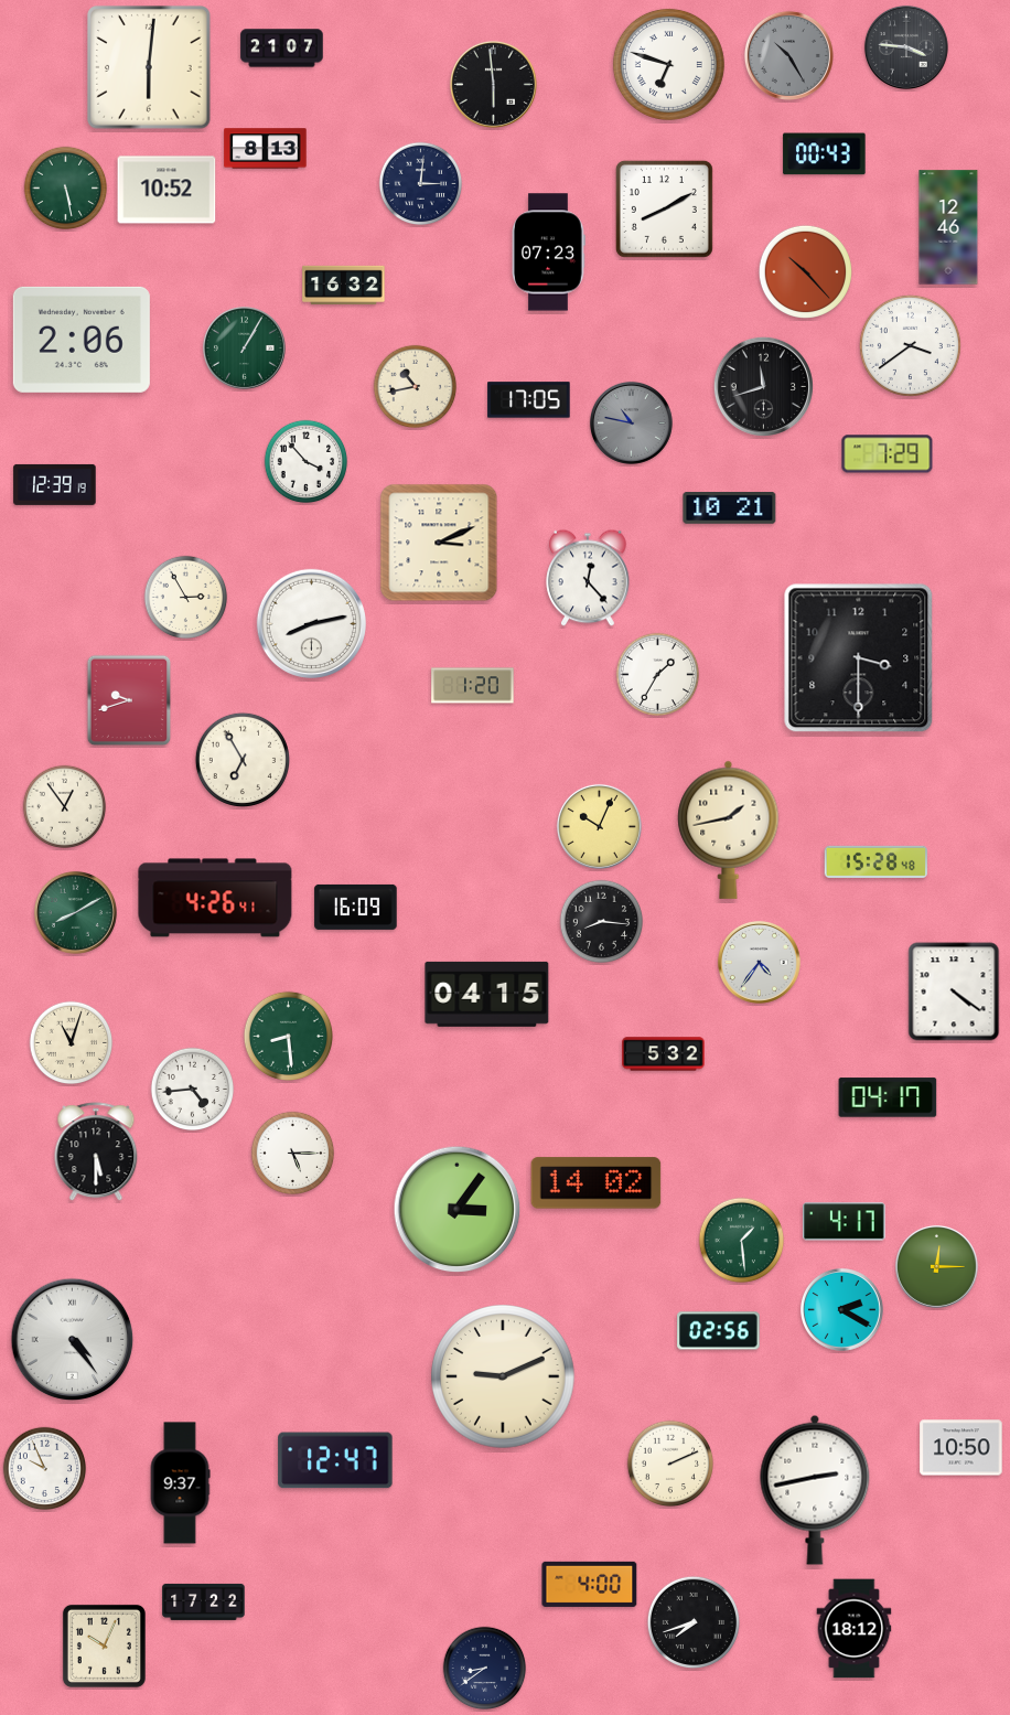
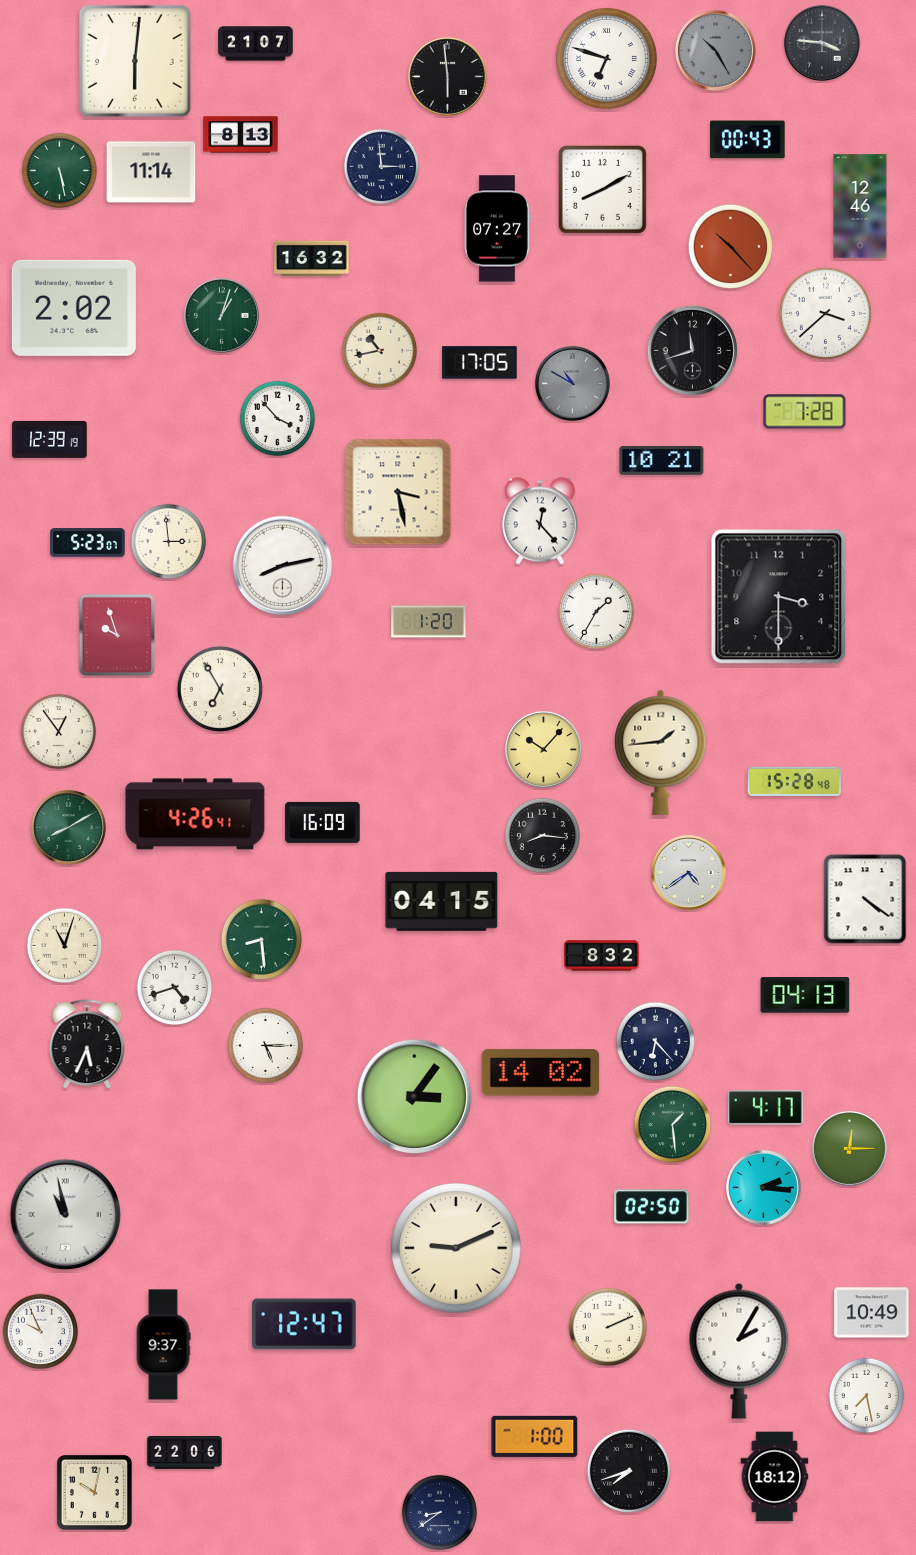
clock at (421, 184): 3:01 -> 2:59
clock at (166, 190): 10:52 -> 11:14
clock at (549, 253): 07:23 -> 07:27
clock at (82, 340): 2:06 -> 2:02
clock at (910, 345): 3:39 -> 3:38
clock at (244, 347): 1:05 -> 1:03
clock at (416, 387) position: (416, 387) -> (380, 351)
clock at (631, 422): 10:47 -> 10:50
clock at (888, 454): 7:29 -> 7:28
clock at (439, 543): 3:11 -> 3:28
clock at (588, 578) position: (588, 578) -> (540, 521)
clock at (186, 598): 2:55 -> 2:59
clock at (88, 543): none -> 5:23
clock at (129, 700): 9:42 -> 9:57
clock at (599, 826): 10:04 -> 10:07
clock at (729, 829): 1:43 -> 1:44
clock at (602, 922) position: (602, 922) -> (543, 836)
clock at (759, 962): 4:36 -> 4:39
clock at (664, 1054): 5:32 -> 8:32
clock at (193, 1090): 4:44 -> 4:42
clock at (888, 1097): 04:17 -> 04:13
clock at (656, 1042): none -> 6:23
clock at (96, 1153): 5:30 -> 5:34
clock at (841, 1309): 2:20 -> 2:16
clock at (719, 1331): 02:56 -> 02:50
clock at (73, 1340): 4:24 -> 10:58
clock at (961, 1448): 10:50 -> 10:49
clock at (815, 1490): 2:43 -> 2:05
clock at (867, 1396): none -> 7:28
clock at (590, 1584): 4:00 -> 1:00
clock at (204, 1601): 17:22 -> 22:06
clock at (104, 1646): 10:04 -> 10:02
